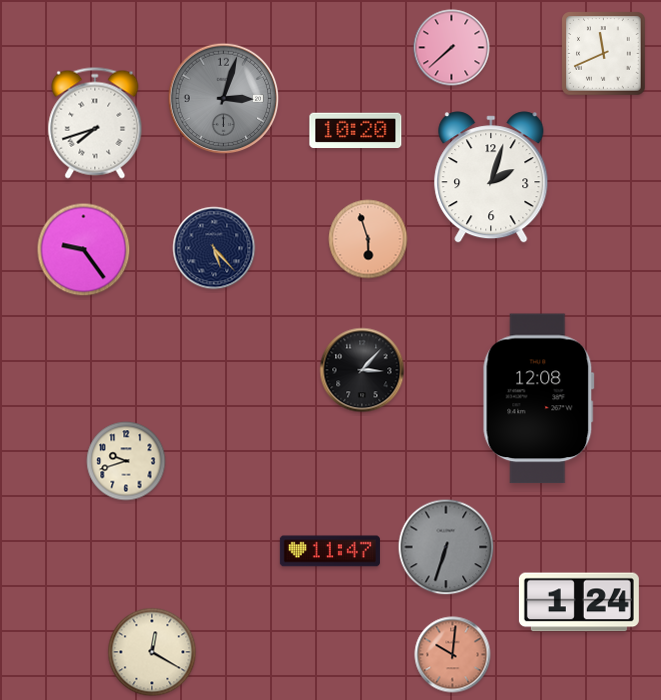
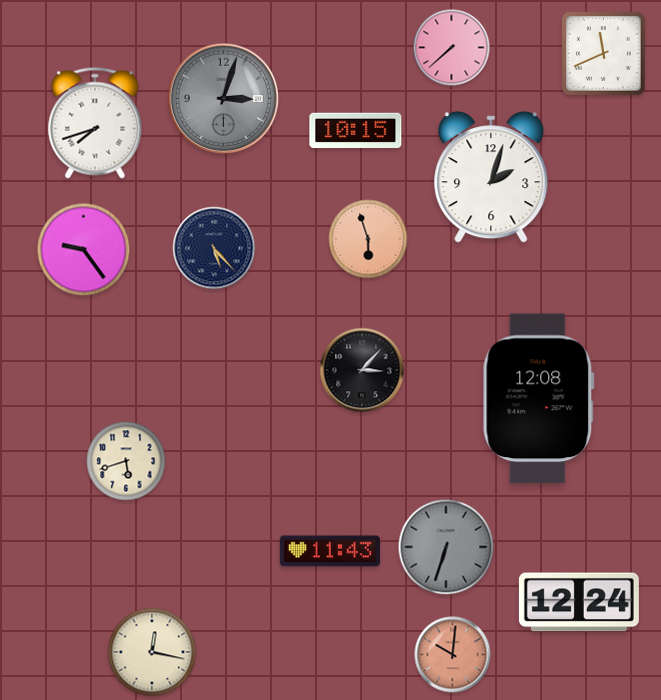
clock at (356, 131): 10:20 -> 10:15
clock at (126, 461): 9:42 -> 5:42
clock at (330, 551): 11:47 -> 11:43
clock at (579, 602): 1:24 -> 12:24
clock at (152, 652): 12:20 -> 12:17
